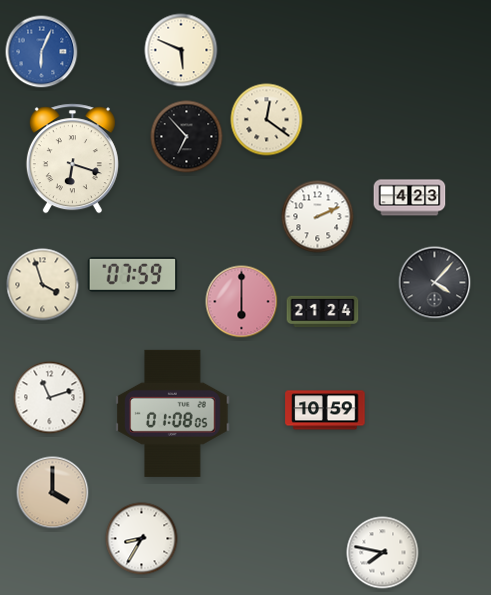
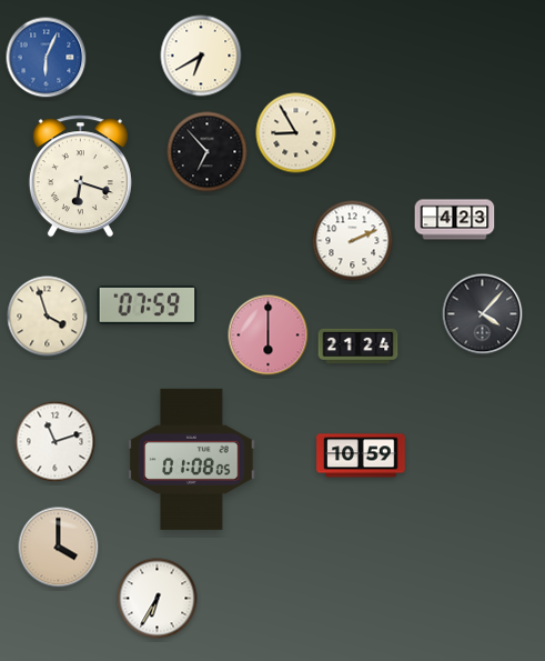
clock at (181, 50): 5:49 -> 6:40
clock at (267, 120): 12:21 -> 8:55
clock at (142, 539): 8:35 -> 6:35
clock at (383, 553): 7:47 -> none
